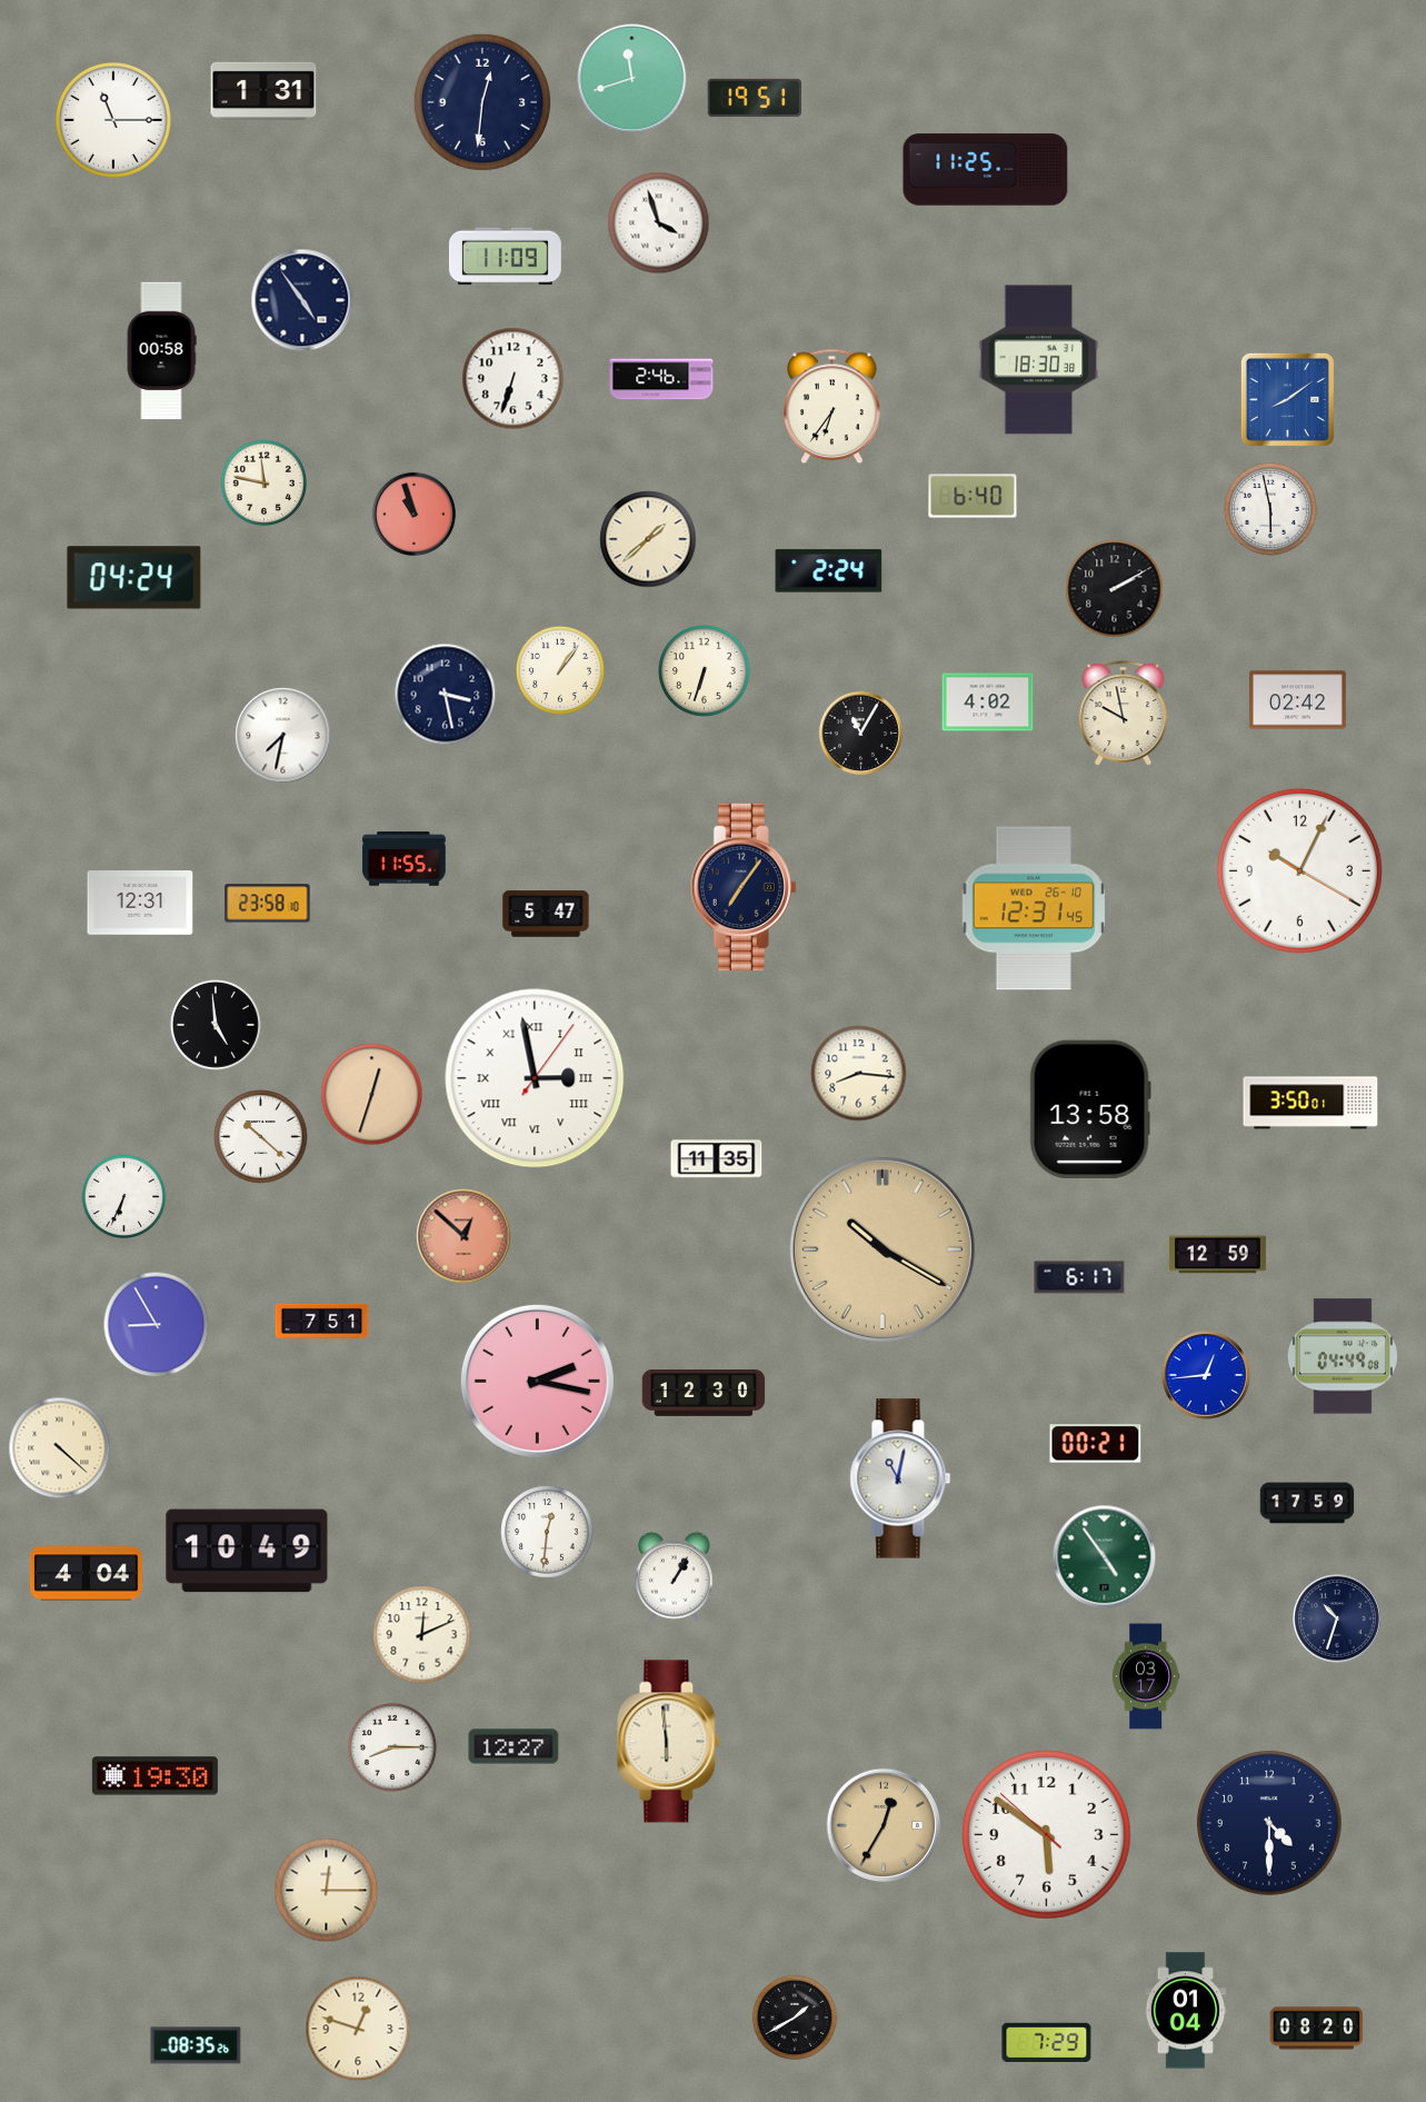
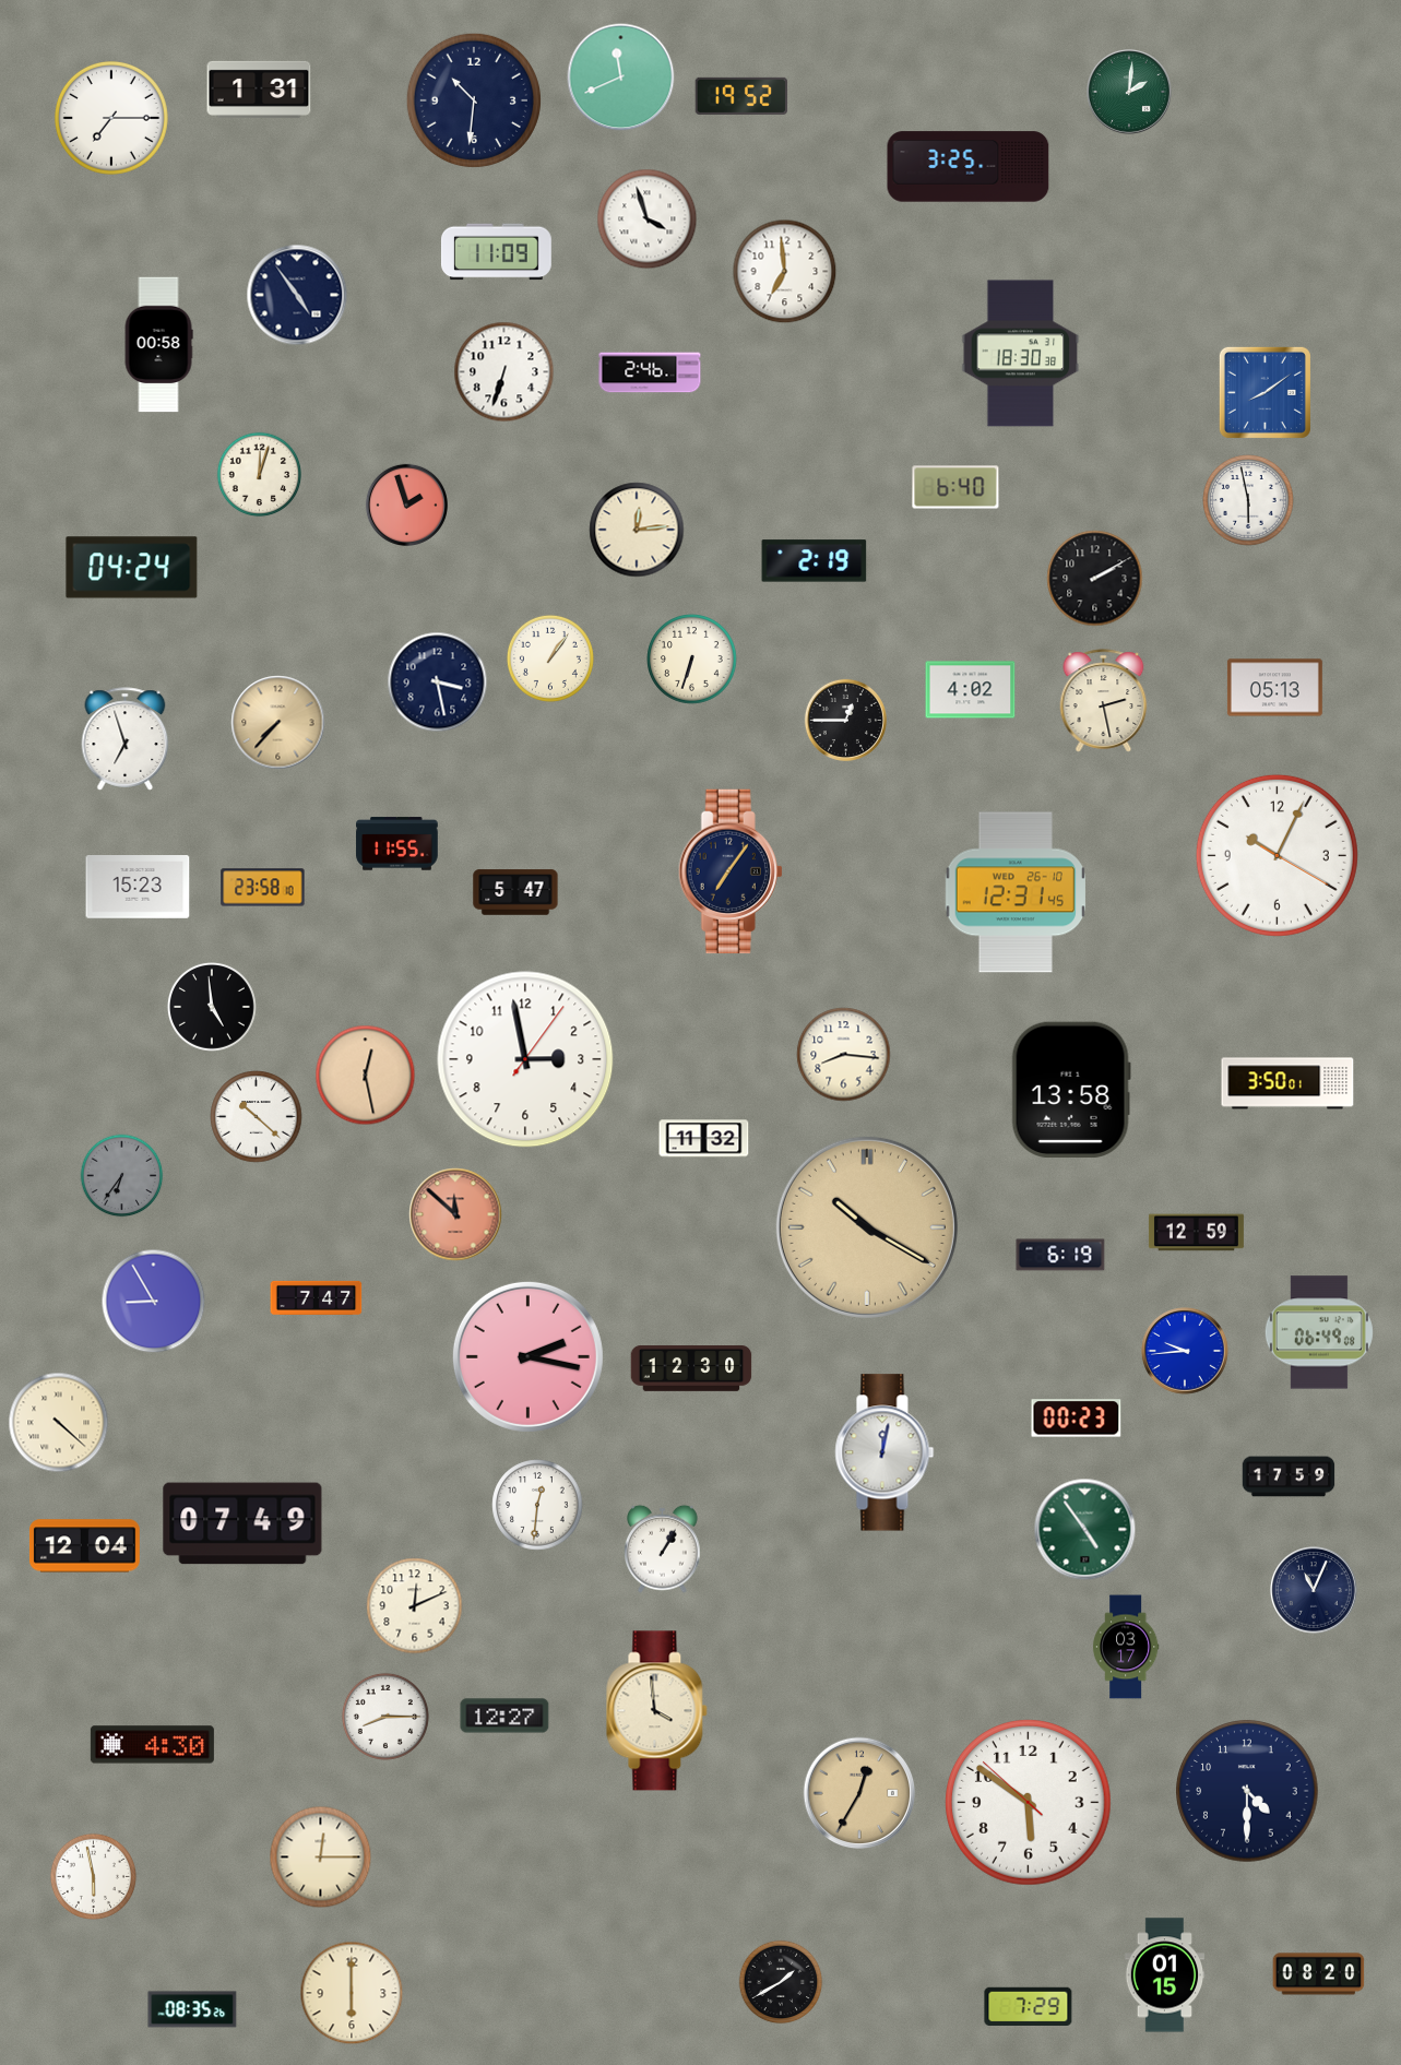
clock at (632, 79): 11:42 -> 11:41
clock at (1129, 92): none -> 2:01
clock at (755, 98): 19:51 -> 19:52
clock at (482, 102): 12:31 -> 10:31
clock at (113, 120): 11:15 -> 7:15
clock at (986, 170): 11:25 -> 3:25
clock at (785, 272): none -> 6:59
clock at (832, 407): 6:36 -> none
clock at (265, 484): 11:47 -> 12:03
clock at (413, 514): 10:57 -> 1:57
clock at (648, 539): 1:38 -> 12:14
clock at (829, 571): 2:24 -> 2:19
clock at (1297, 700): 02:42 -> 05:13
clock at (1124, 714): 9:58 -> 2:28
clock at (860, 733): 11:05 -> 12:45
clock at (283, 736): 7:32 -> 7:37
clock at (283, 736) dial: white -> champagne
clock at (126, 739): none -> 6:57
clock at (140, 904): 12:31 -> 15:23
clock at (546, 914) position: (546, 914) -> (515, 892)
clock at (535, 1078) numerals: Roman -> Arabic
clock at (372, 1095): 12:33 -> 12:28
clock at (717, 1159): 11:35 -> 11:32
clock at (124, 1197): 6:34 -> 6:36
clock at (124, 1197) dial: white -> grey
clock at (463, 1236): 12:52 -> 11:52
clock at (1079, 1277): 6:17 -> 6:19
clock at (322, 1321): 7:51 -> 7:47
clock at (1343, 1356): 04:49 -> 06:49
clock at (1207, 1376): 12:44 -> 9:44
clock at (1096, 1444): 00:21 -> 00:23
clock at (900, 1478): 11:02 -> 12:02
clock at (1307, 1503) position: (1307, 1503) -> (1289, 1476)
clock at (247, 1551): 10:49 -> 07:49
clock at (86, 1574): 4:04 -> 12:04
clock at (1338, 1620): 10:33 -> 11:04
clock at (669, 1742): 5:59 -> 3:59
clock at (154, 1776): 19:30 -> 4:30
clock at (884, 1825) position: (884, 1825) -> (859, 1793)
clock at (93, 1876): none -> 5:58
clock at (1186, 2011): 01:04 -> 01:15
clock at (358, 2029): 12:48 -> 6:00
clock at (1317, 2029) position: (1317, 2029) -> (1319, 1974)
